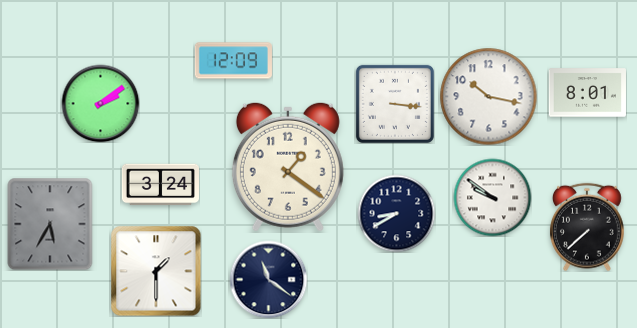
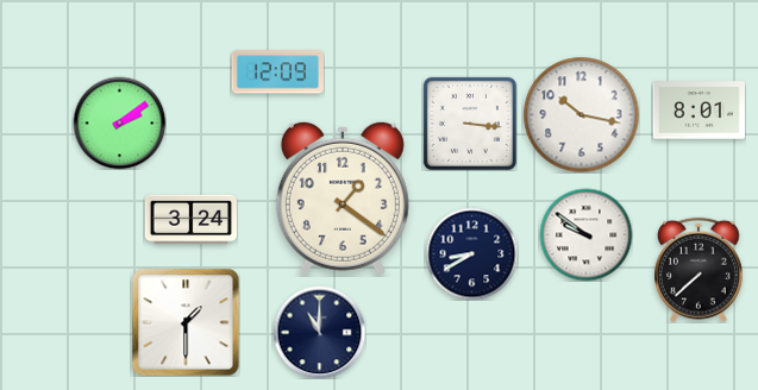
clock at (50, 224): 5:35 -> none
clock at (268, 279): 11:21 -> 11:00
